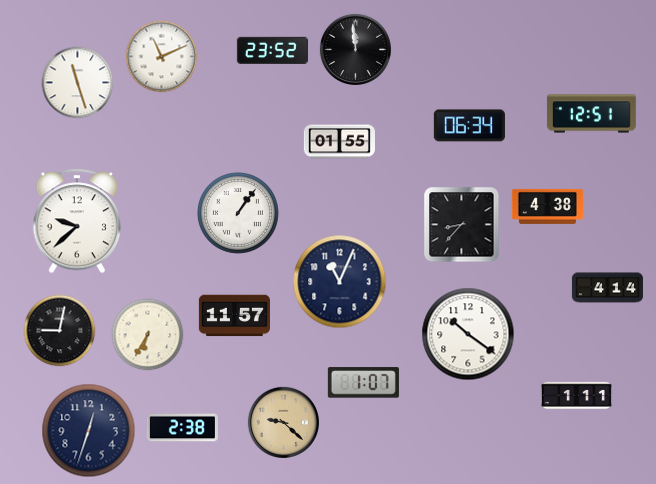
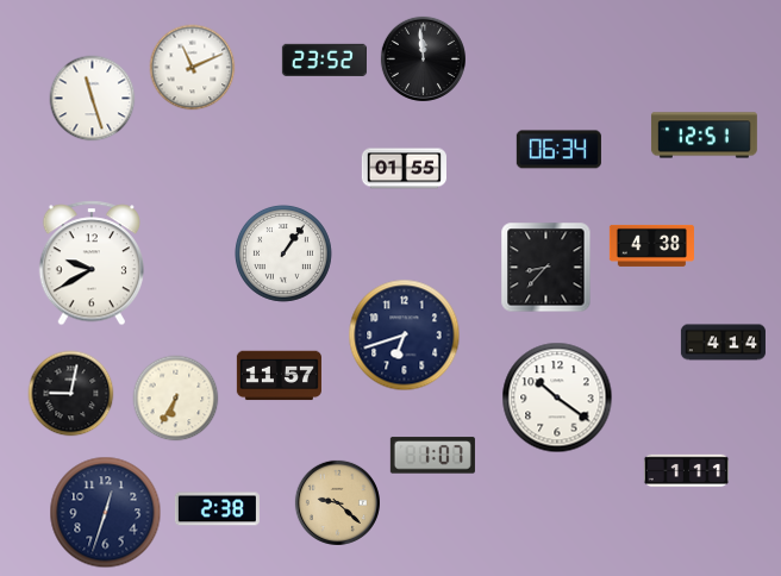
clock at (76, 221): 9:38 -> 9:40
clock at (462, 225) position: (462, 225) -> (546, 268)
clock at (340, 282): 11:04 -> 6:42
